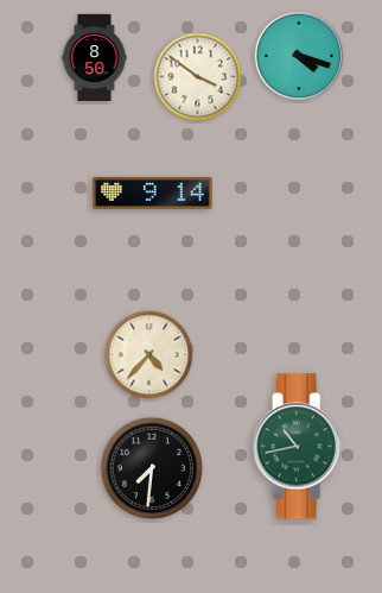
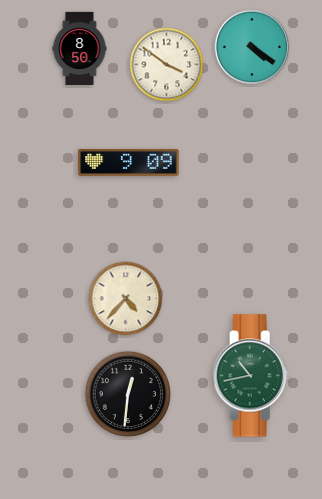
clock at (299, 56): 4:18 -> 4:21
clock at (153, 193): 9:14 -> 9:09
clock at (152, 468): 7:31 -> 12:31
